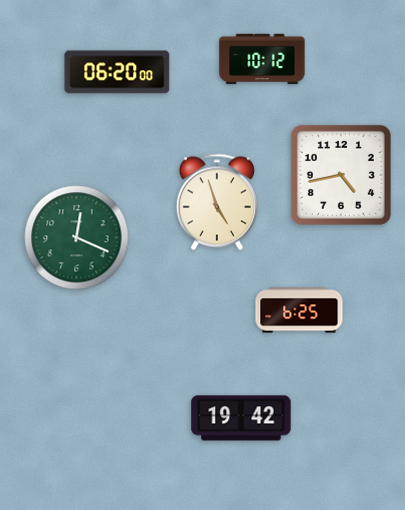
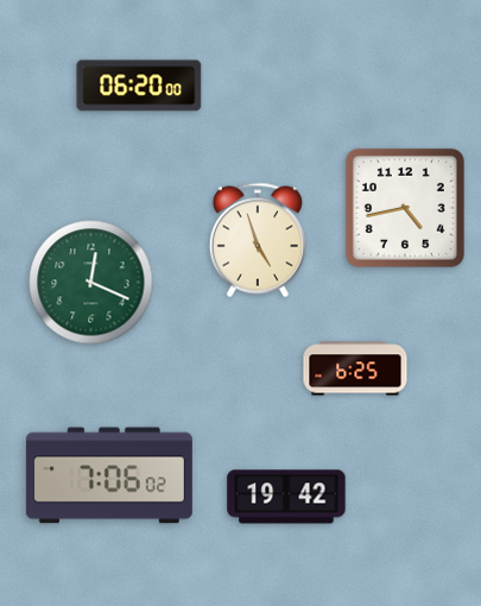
clock at (262, 59): 10:12 -> none
clock at (109, 475): none -> 7:06
